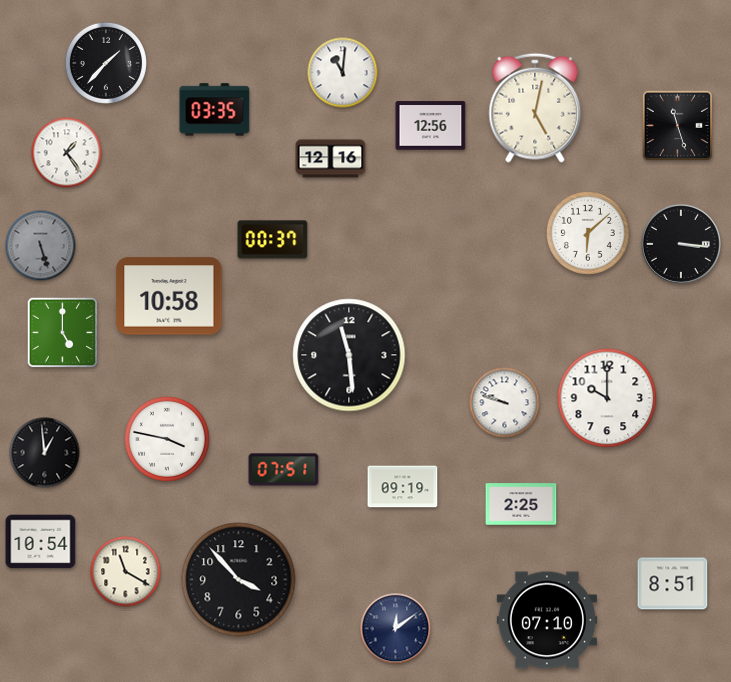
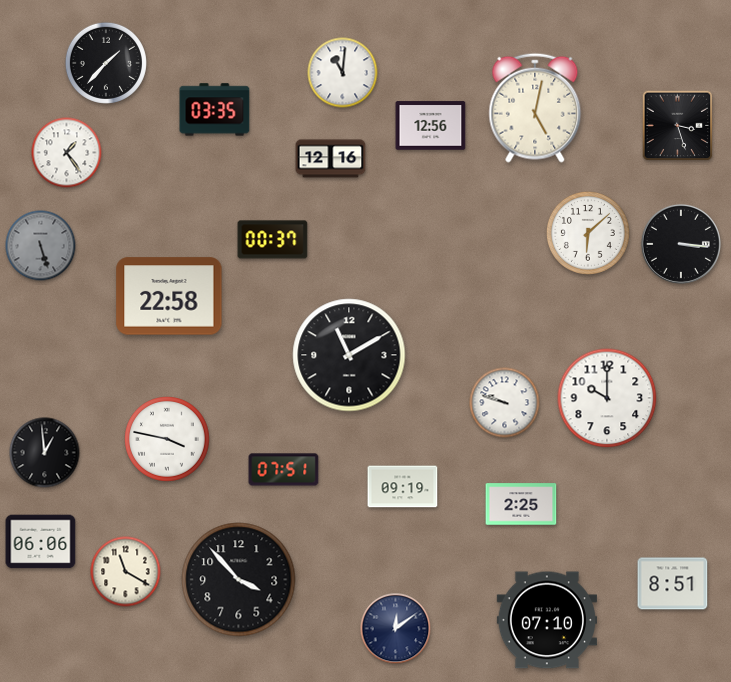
clock at (678, 126): 11:27 -> 3:27
clock at (169, 296): 10:58 -> 22:58
clock at (63, 333): 5:00 -> none
clock at (349, 355): 11:29 -> 11:10
clock at (41, 542): 10:54 -> 06:06
